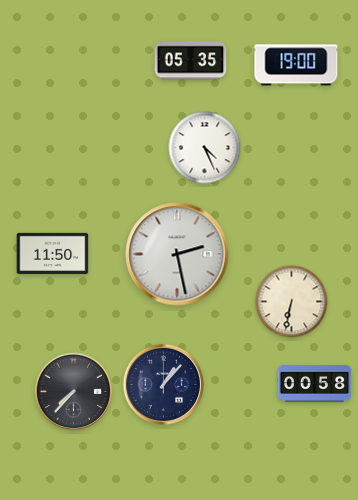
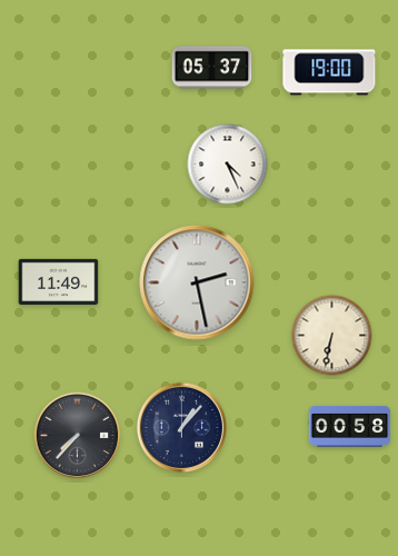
clock at (191, 61): 05:35 -> 05:37
clock at (53, 253): 11:50 -> 11:49
clock at (292, 302) position: (292, 302) -> (332, 336)
clock at (74, 392) position: (74, 392) -> (78, 436)
